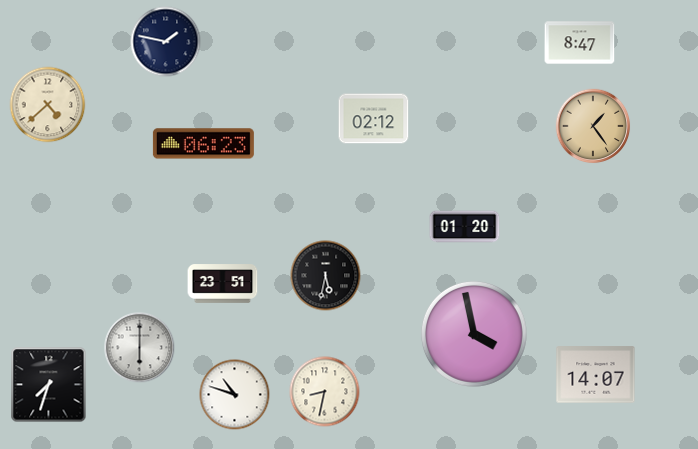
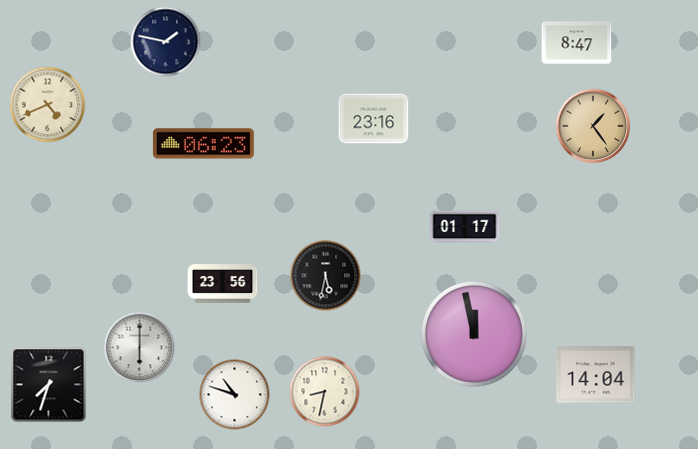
clock at (580, 43) position: (580, 43) -> (577, 43)
clock at (48, 105): 4:38 -> 4:41
clock at (374, 119): 02:12 -> 23:16
clock at (465, 227): 01:20 -> 01:17
clock at (223, 284): 23:51 -> 23:56
clock at (474, 334): 3:58 -> 11:58
clock at (596, 375): 14:07 -> 14:04
